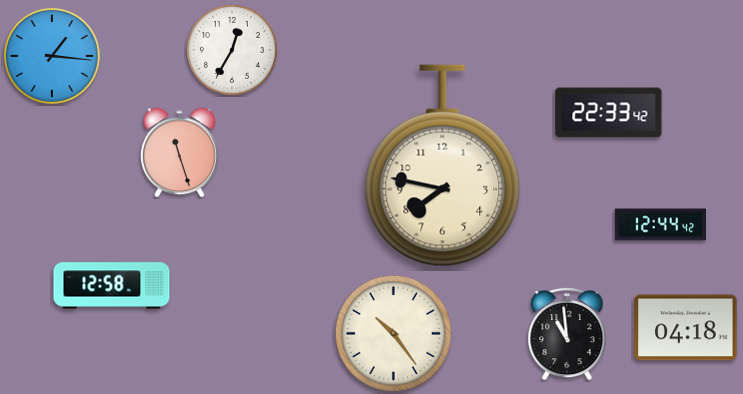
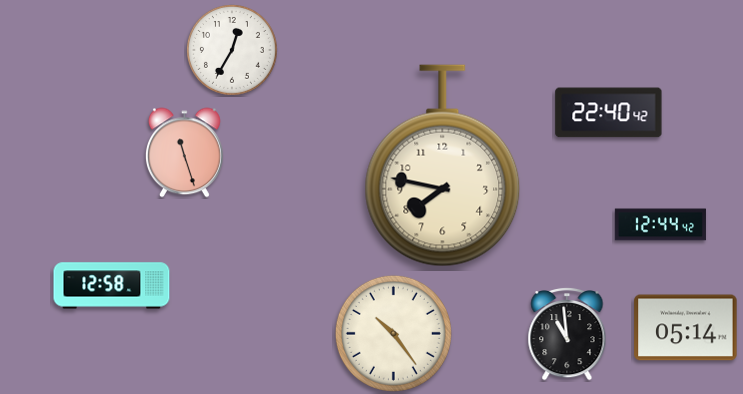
clock at (52, 56): 1:16 -> none
clock at (609, 113): 22:33 -> 22:40
clock at (179, 153) position: (179, 153) -> (184, 153)
clock at (686, 328): 04:18 -> 05:14
